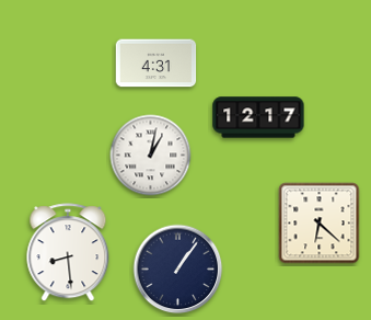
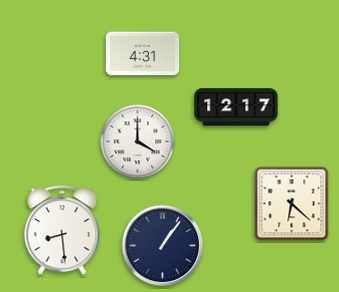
clock at (156, 64) position: (156, 64) -> (143, 54)
clock at (151, 156): 1:02 -> 4:00
